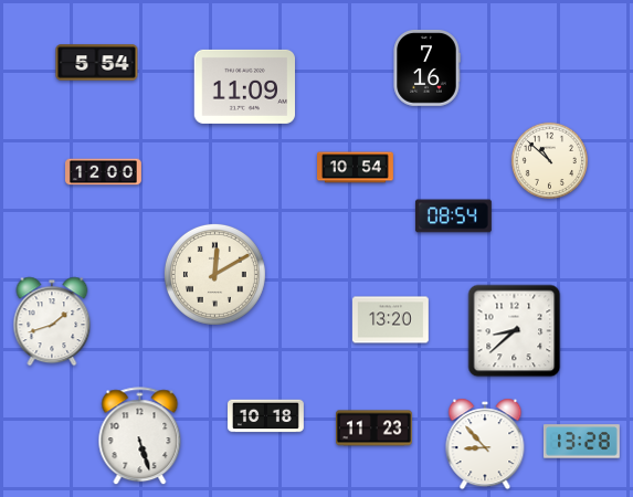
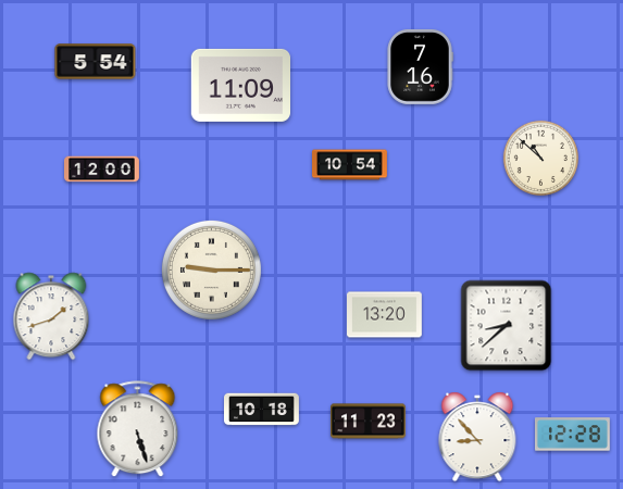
clock at (453, 216): 08:54 -> none
clock at (214, 274): 12:10 -> 9:15
clock at (582, 442): 13:28 -> 12:28
